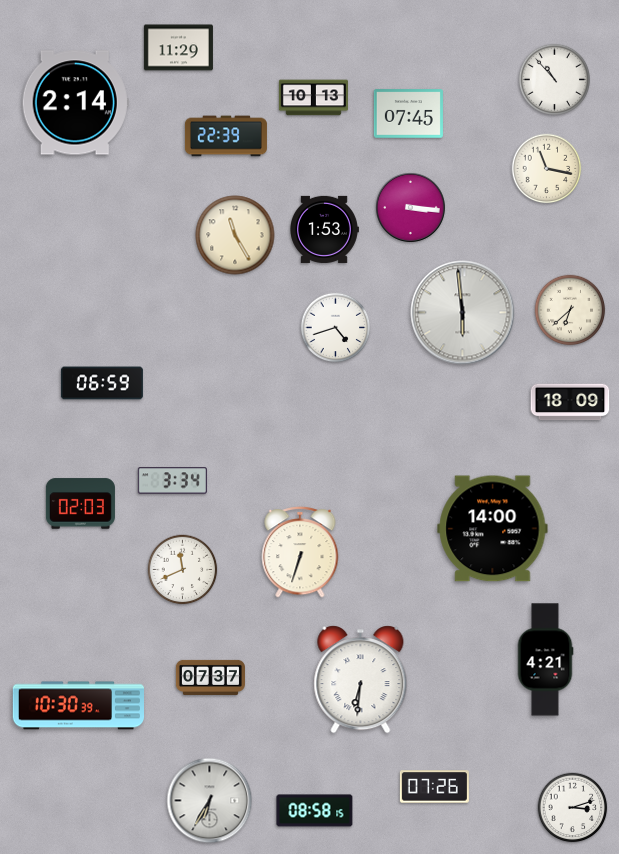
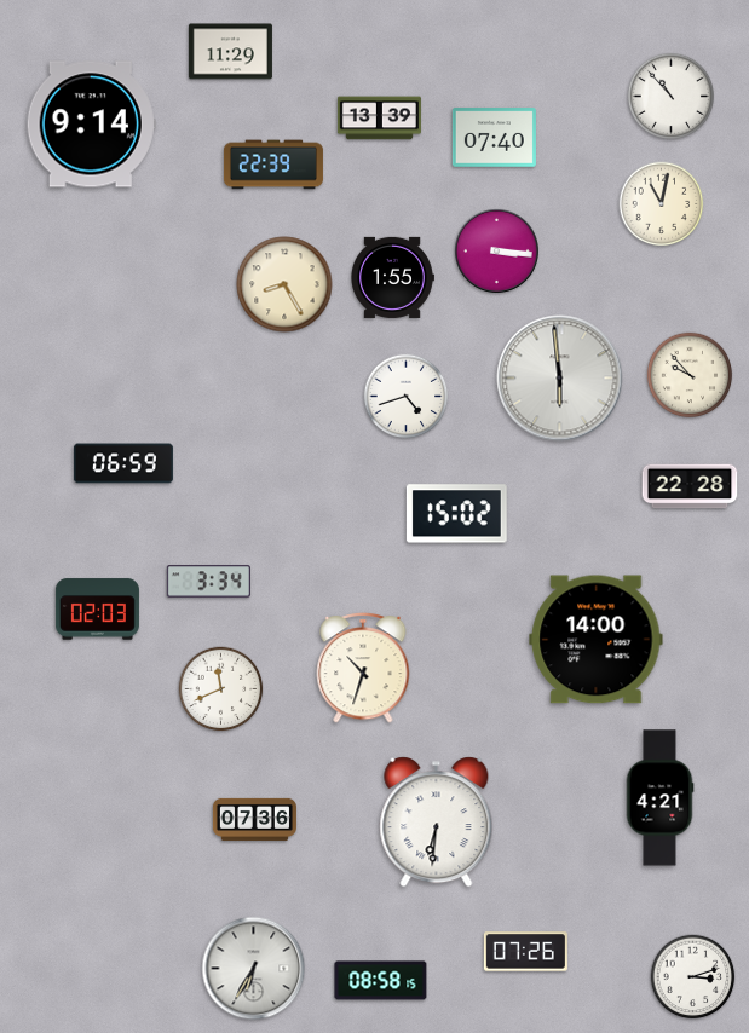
clock at (178, 48) position: (178, 48) -> (230, 52)
clock at (313, 98): 10:13 -> 13:39
clock at (75, 103): 2:14 -> 9:14
clock at (408, 114): 07:45 -> 07:40
clock at (547, 169): 11:17 -> 11:02
clock at (325, 229): 1:53 -> 1:55
clock at (235, 235): 11:25 -> 8:25
clock at (570, 310): 6:38 -> 9:53
clock at (570, 402): 18:09 -> 22:28
clock at (456, 514): none -> 15:02
clock at (300, 552): 6:33 -> 10:33
clock at (210, 677): 07:37 -> 07:36
clock at (78, 706): 10:30 -> none
